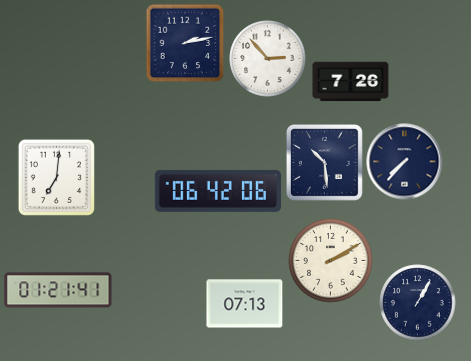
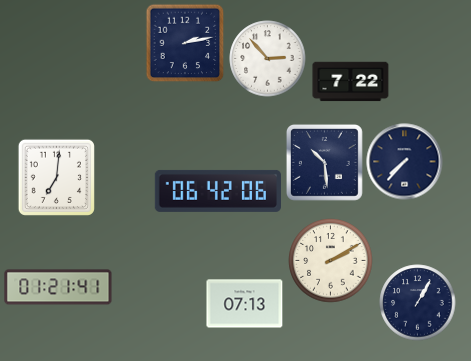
clock at (351, 82): 7:26 -> 7:22
clock at (58, 290) position: (58, 290) -> (58, 287)
